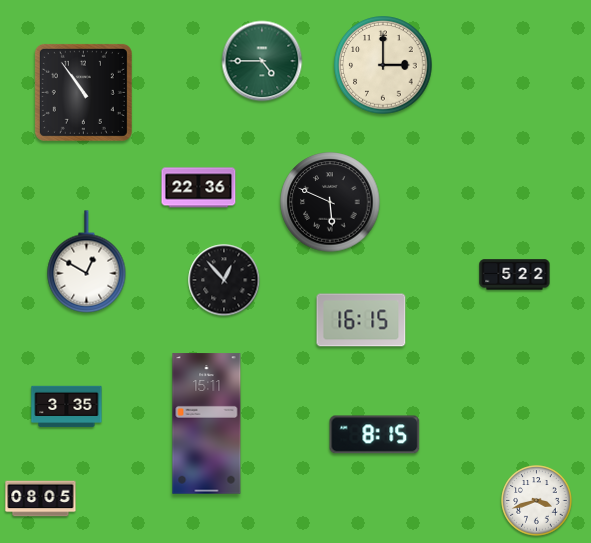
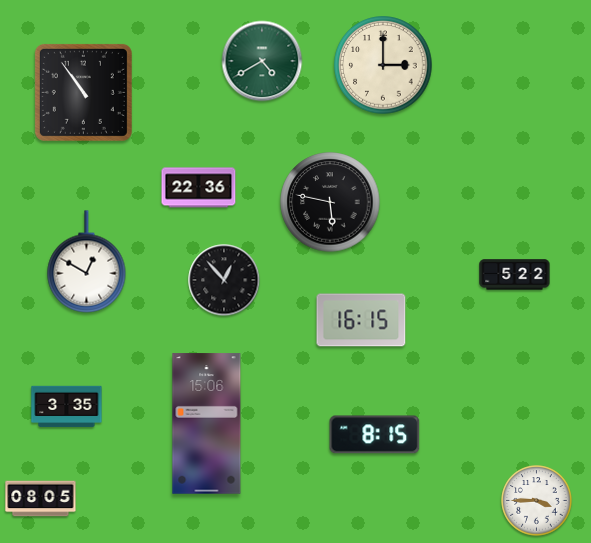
clock at (262, 61): 4:45 -> 4:40
clock at (330, 202): 5:49 -> 5:47
clock at (207, 424): 15:11 -> 15:06
clock at (537, 501): 3:42 -> 3:45
